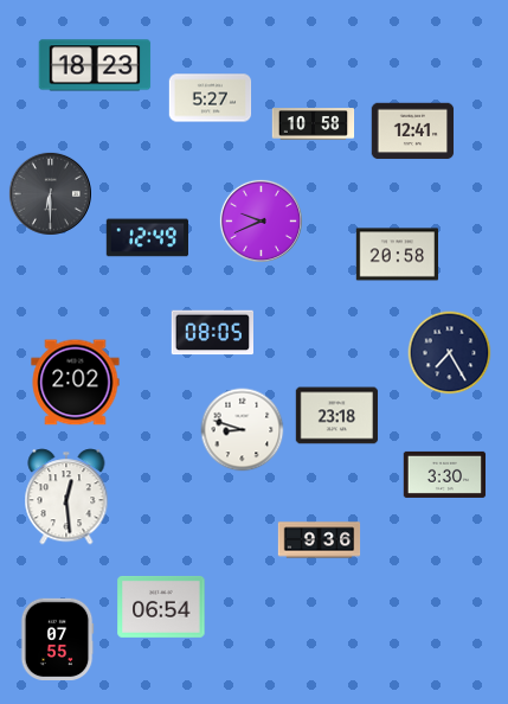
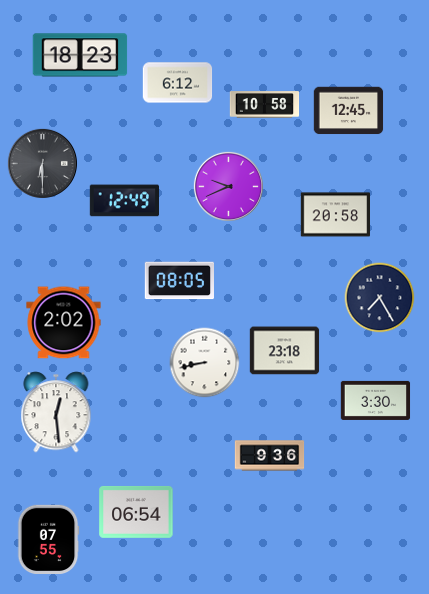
clock at (211, 98): 5:27 -> 6:12
clock at (413, 132): 12:41 -> 12:45
clock at (261, 220) position: (261, 220) -> (228, 186)
clock at (243, 430): 8:48 -> 8:43
clock at (66, 497) position: (66, 497) -> (56, 412)
